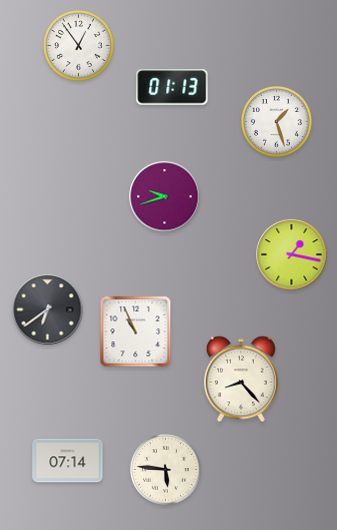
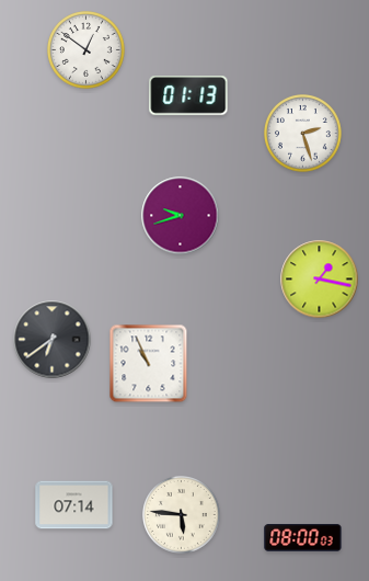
clock at (79, 46): 12:54 -> 12:51
clock at (277, 122): 1:27 -> 2:27
clock at (241, 379): 8:23 -> none
clock at (303, 538): none -> 08:00
